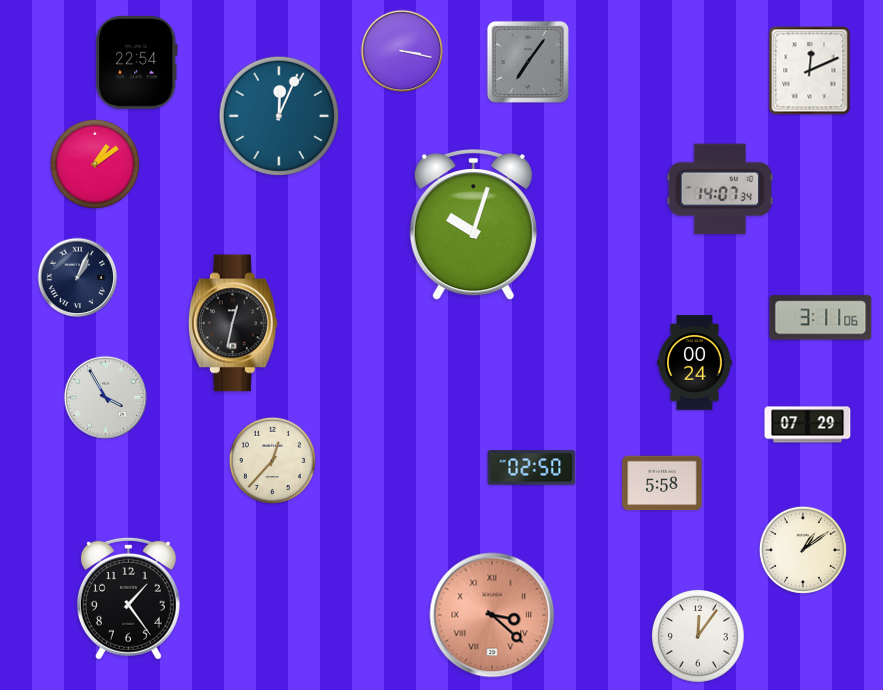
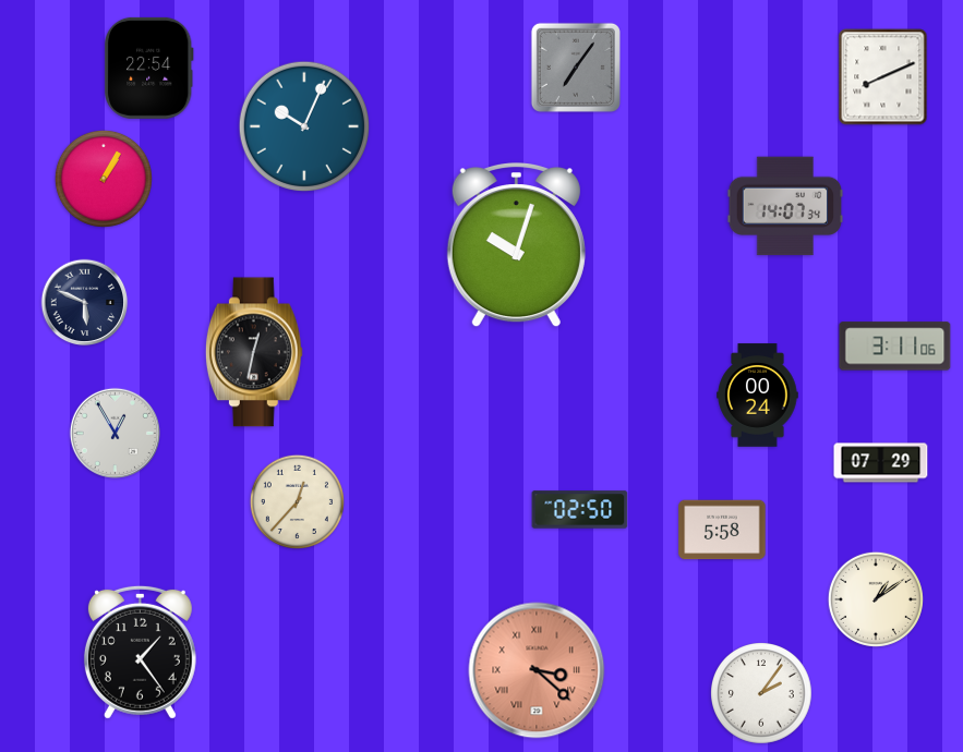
clock at (401, 50): 3:17 -> none
clock at (810, 71): 12:11 -> 8:11
clock at (278, 115): 12:04 -> 10:04
clock at (95, 164): 1:09 -> 1:05
clock at (78, 278): 1:04 -> 5:49
clock at (105, 397): 3:55 -> 12:55
clock at (662, 483) position: (662, 483) -> (722, 530)
clock at (698, 636): 12:06 -> 2:06
